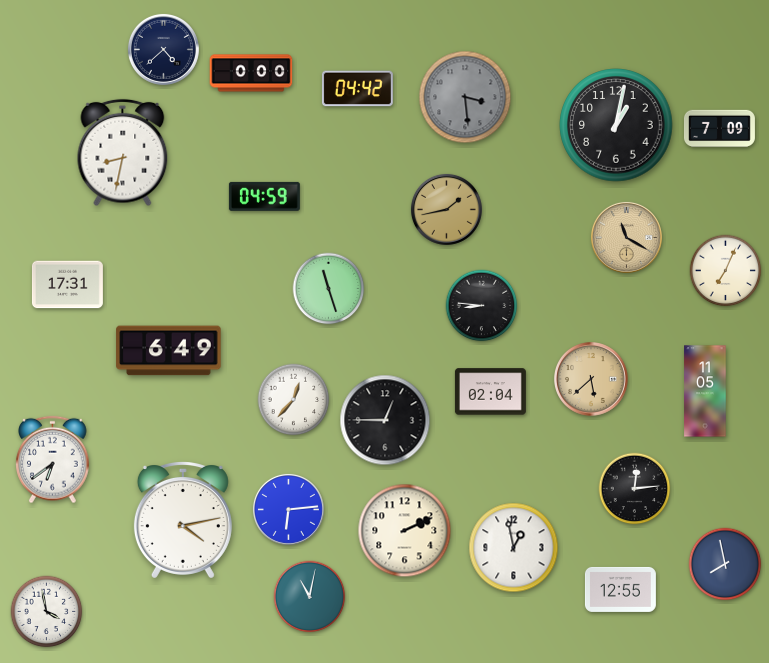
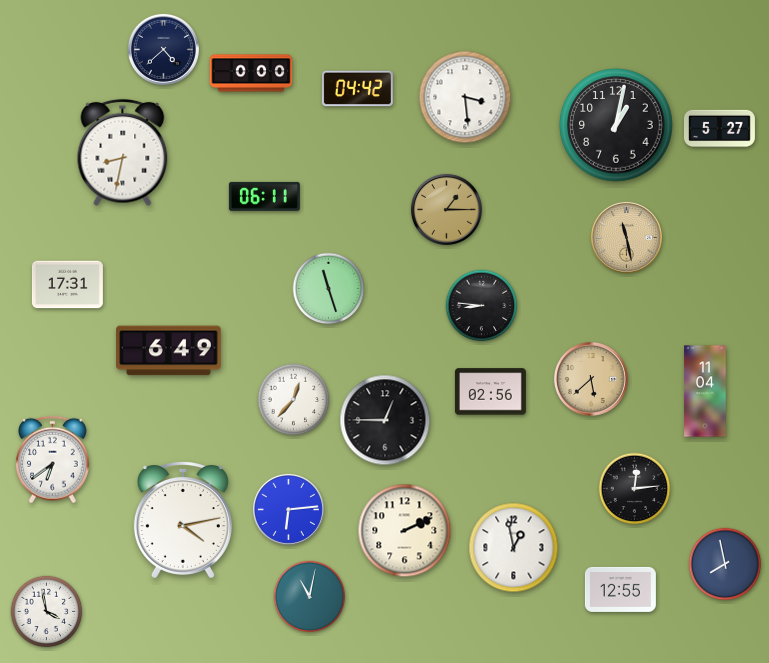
clock at (465, 97) dial: grey -> white
clock at (719, 129): 7:09 -> 5:27
clock at (264, 196): 04:59 -> 06:11
clock at (446, 209): 1:43 -> 1:15
clock at (626, 237): 11:20 -> 11:28
clock at (726, 271): 7:04 -> none
clock at (705, 391): 11:05 -> 11:04
clock at (490, 392): 02:04 -> 02:56
